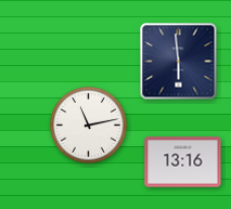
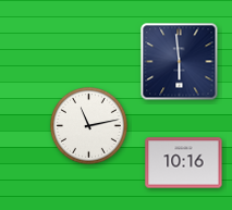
clock at (183, 162): 13:16 -> 10:16
